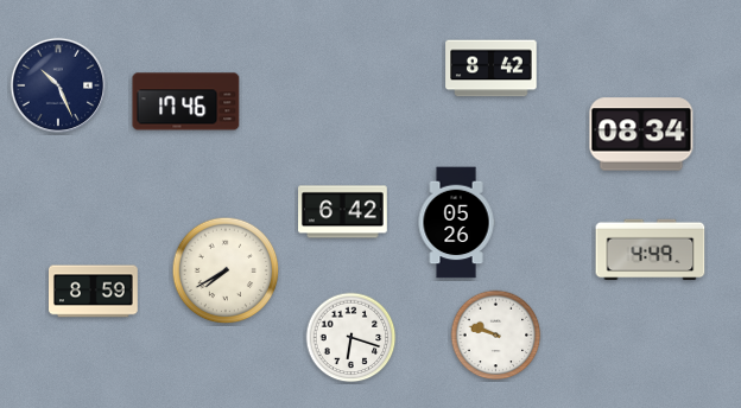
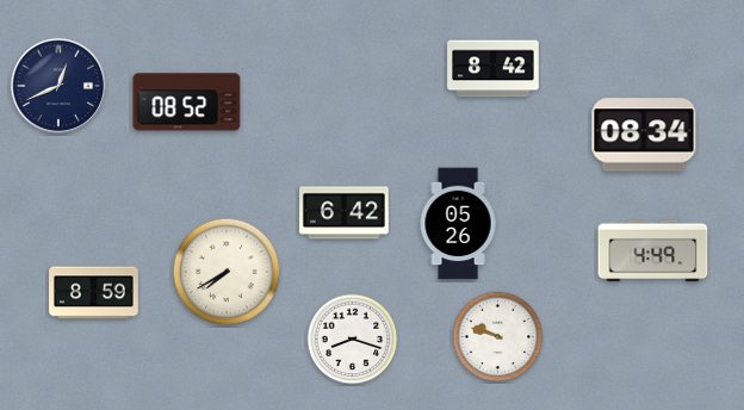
clock at (58, 84): 10:26 -> 12:41
clock at (186, 102): 17:46 -> 08:52
clock at (351, 338): 6:18 -> 8:18
